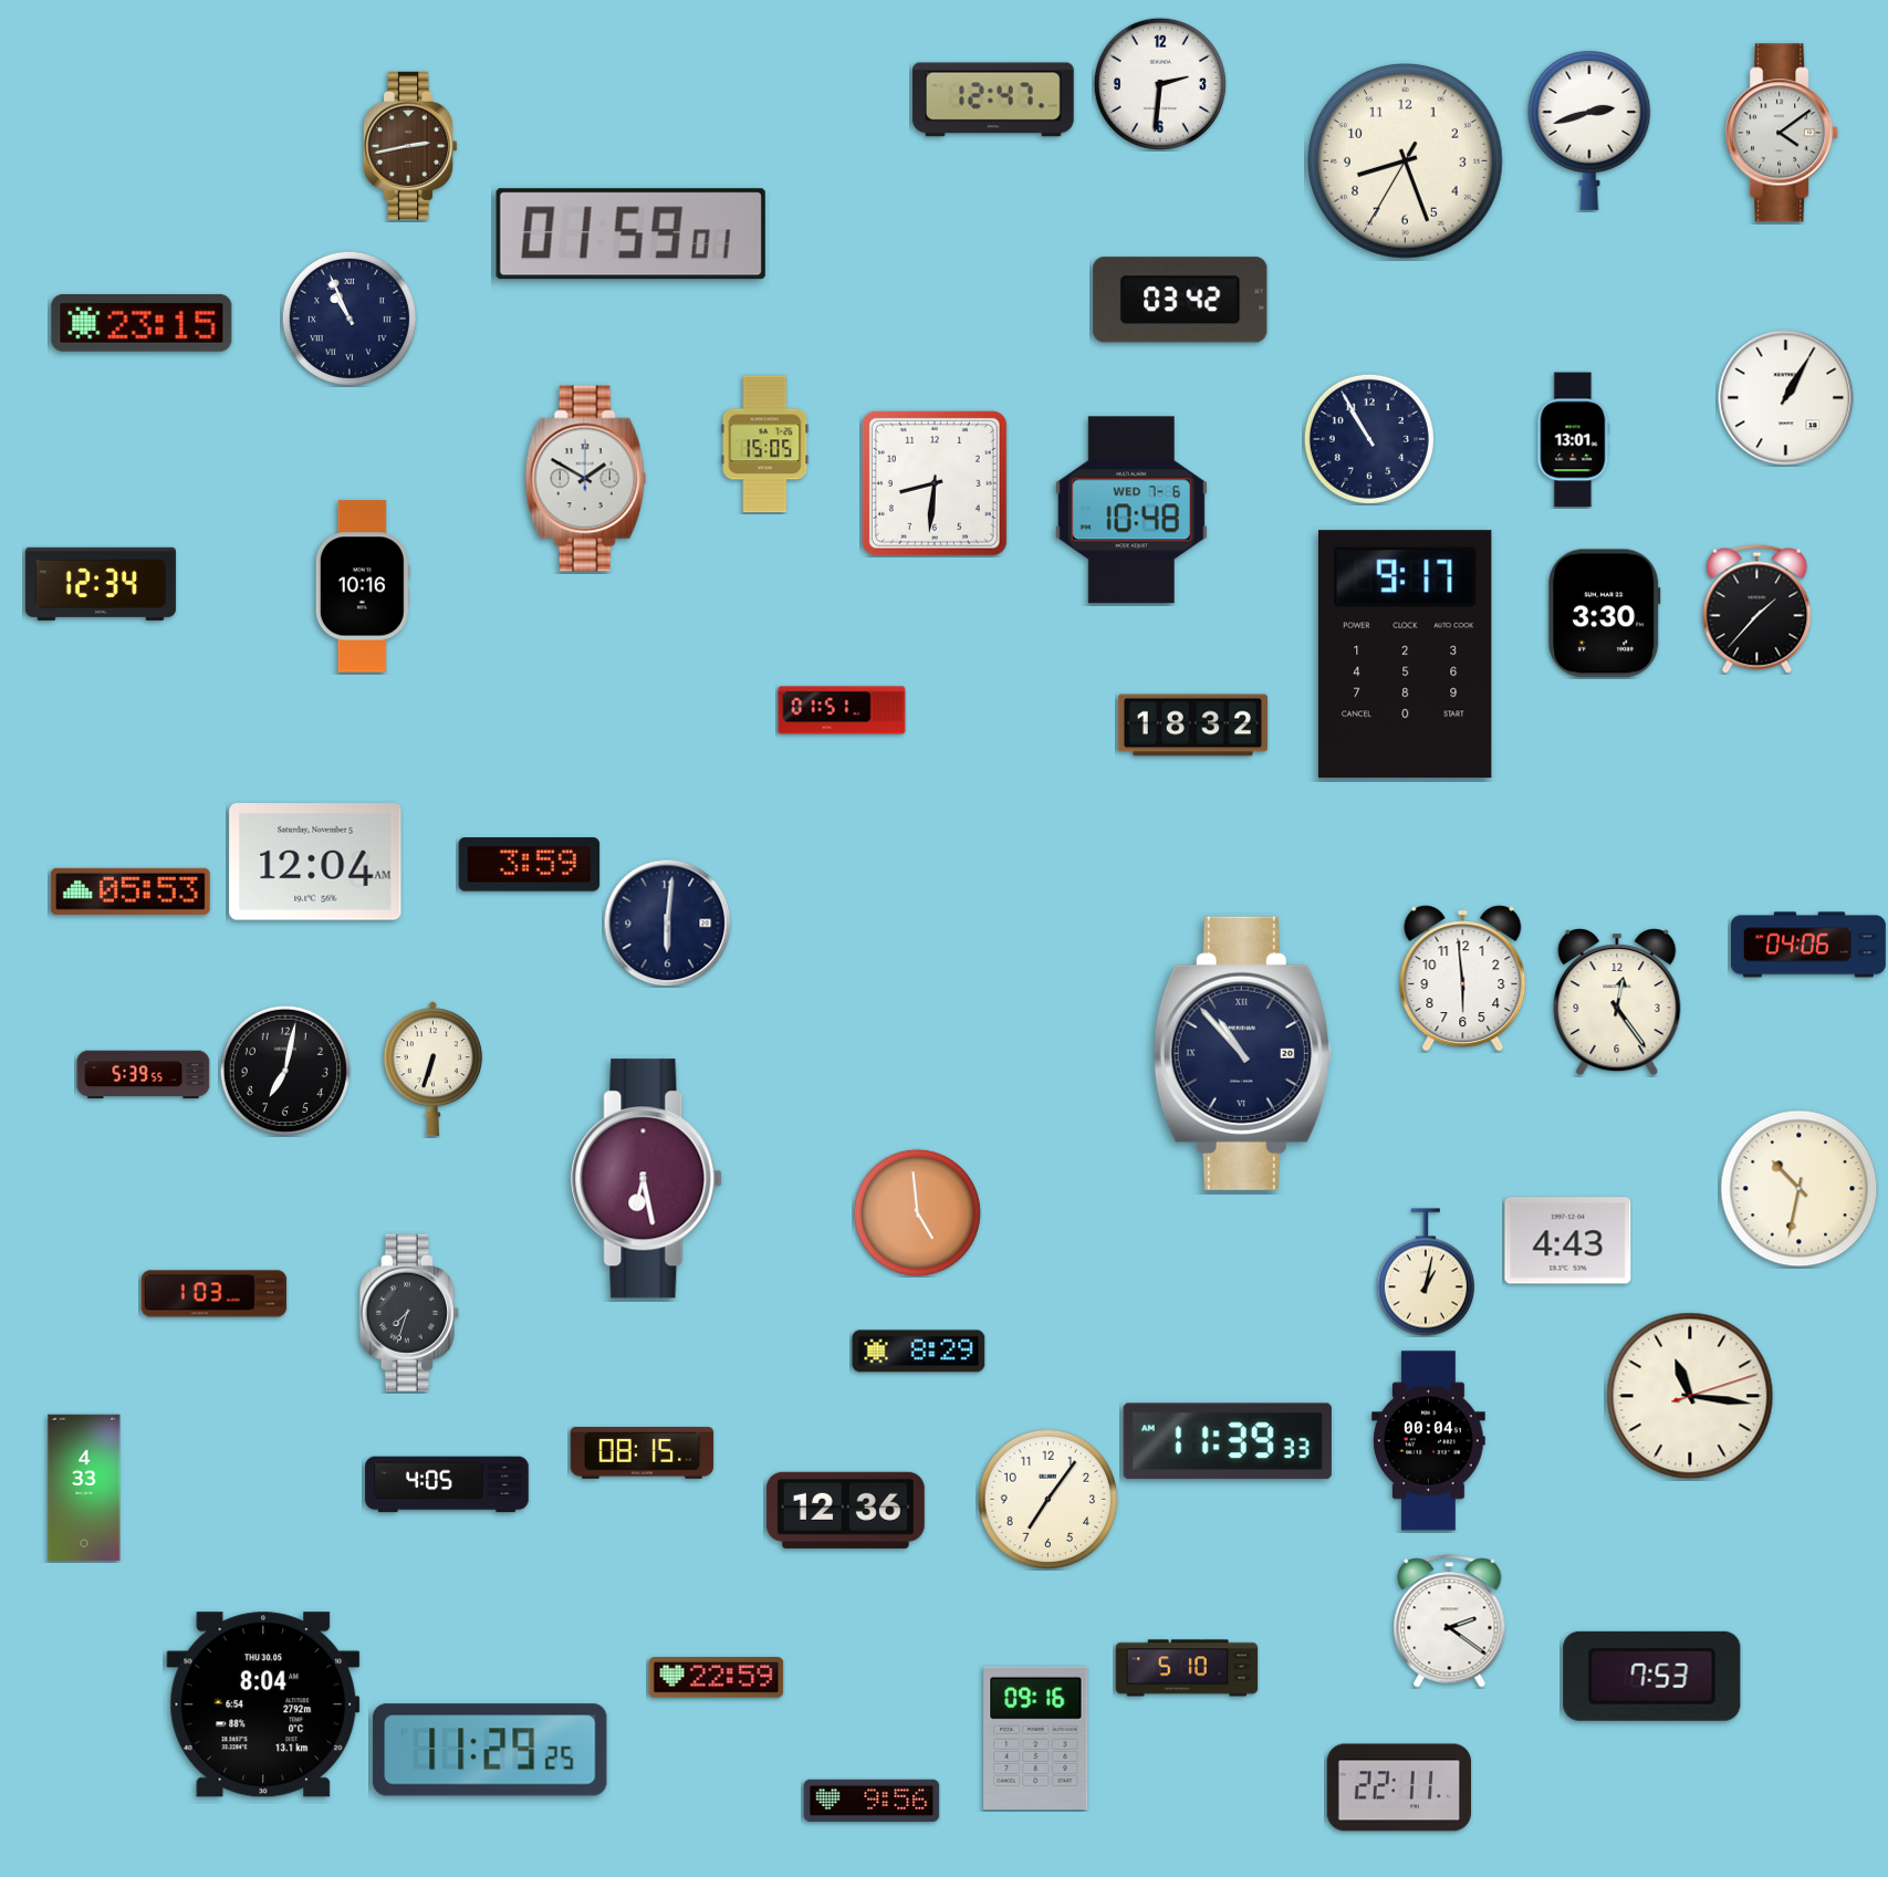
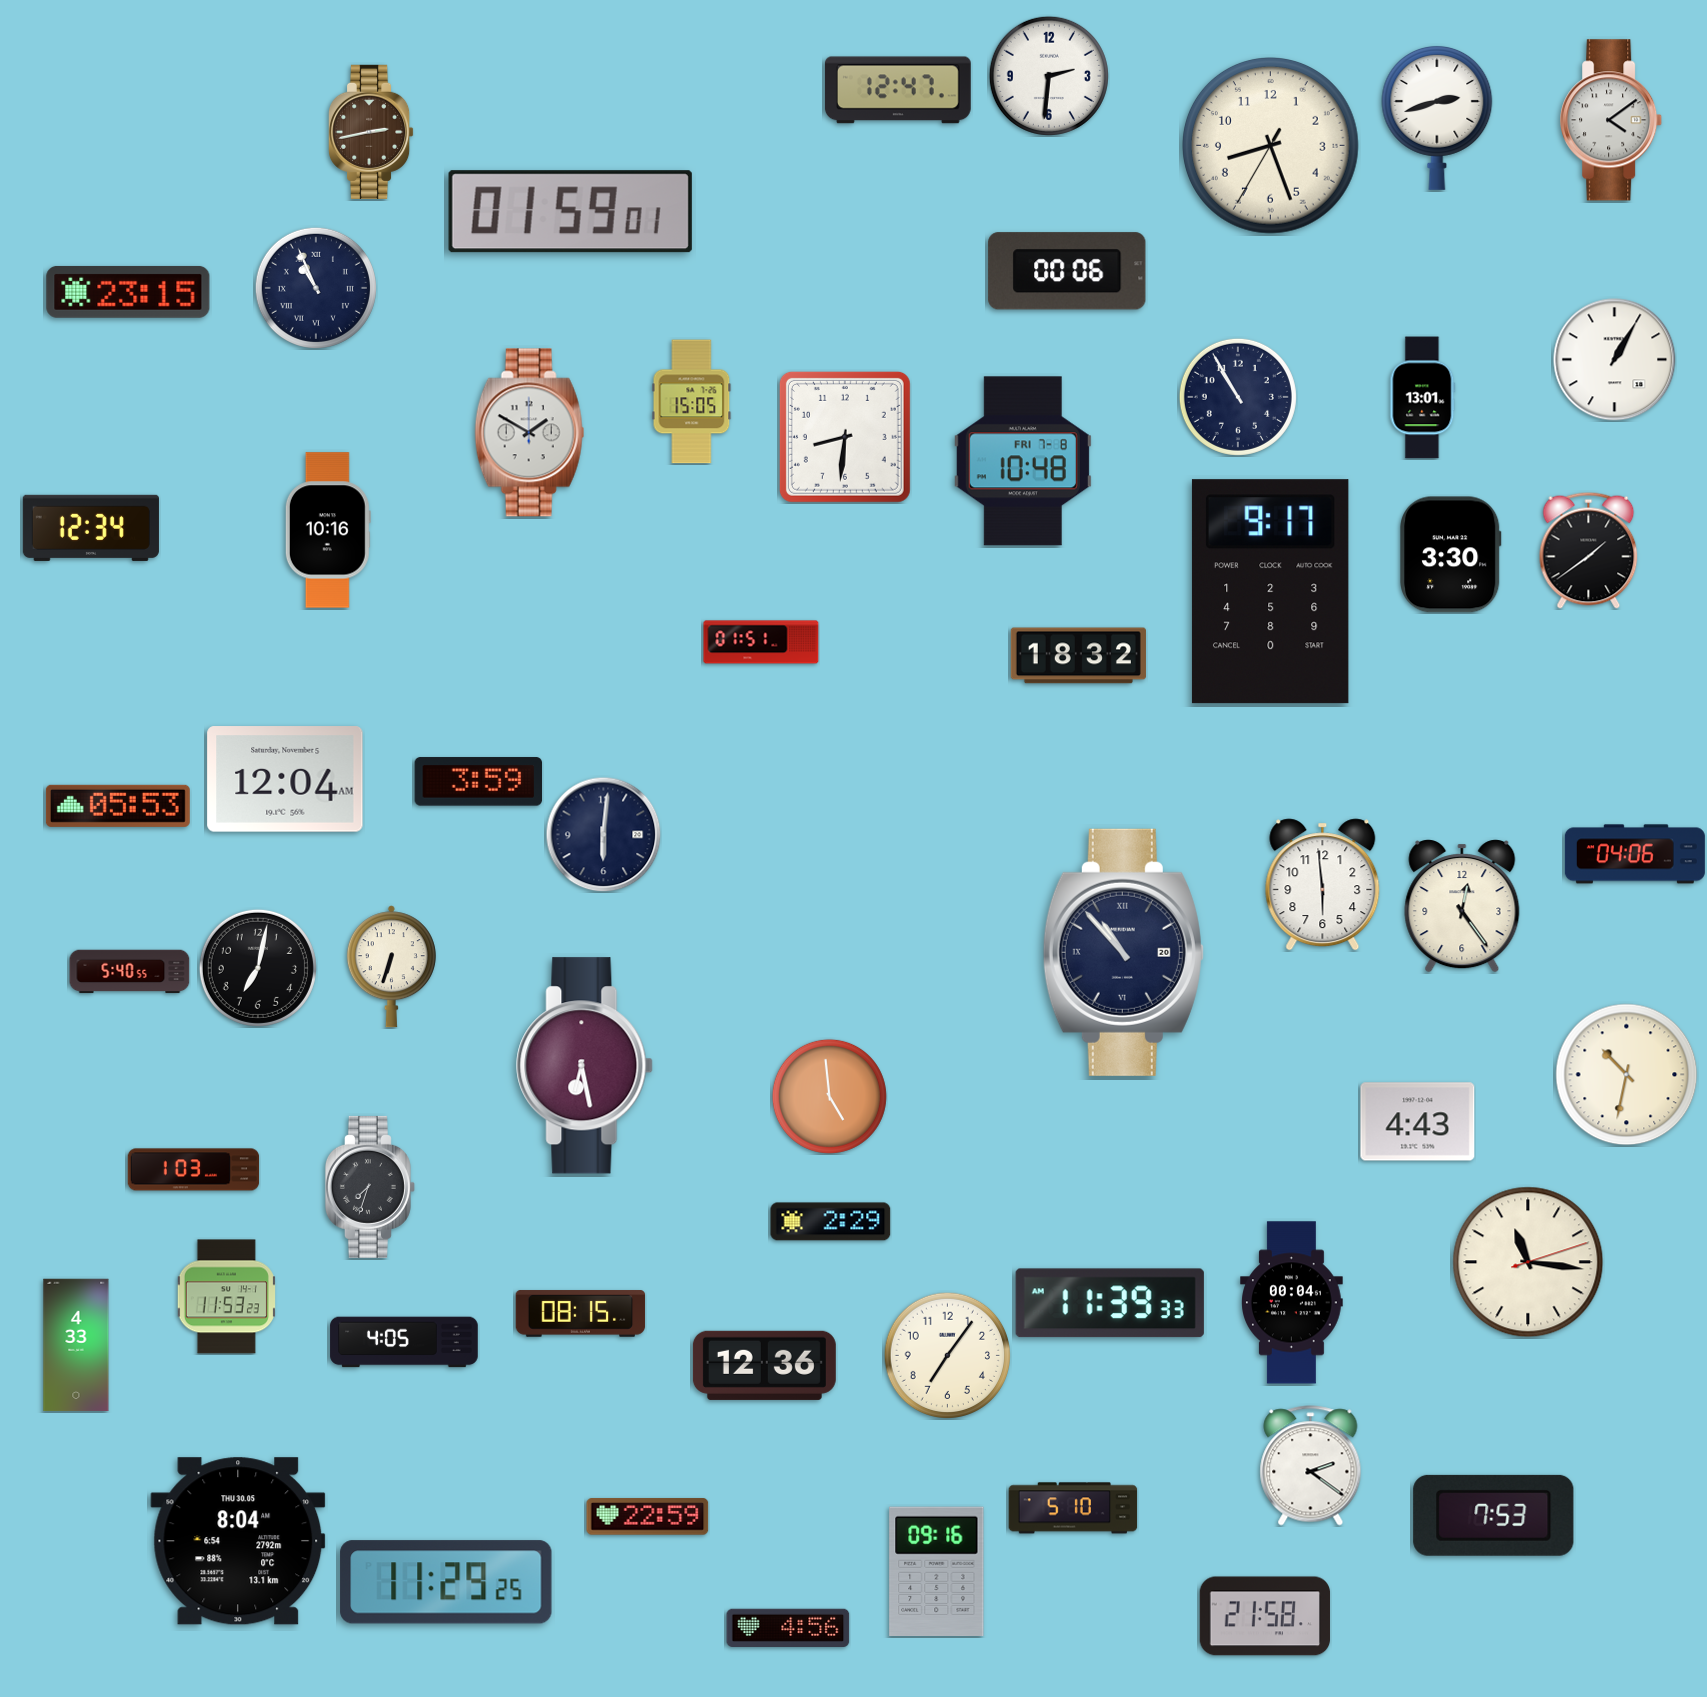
clock at (1180, 300): 03:42 -> 00:06
clock at (1131, 510) date: WED 7-6 -> FRI 7-8
clock at (1757, 608): 1:37 -> 1:39
clock at (144, 1075): 5:39 -> 5:40
clock at (1426, 1272): 1:02 -> none
clock at (919, 1352): 8:29 -> 2:29
clock at (226, 1297): none -> 11:53
clock at (490, 1750) position: (490, 1750) -> (446, 1582)
clock at (1399, 1787): 22:11 -> 21:58
clock at (872, 1800): 9:56 -> 4:56
